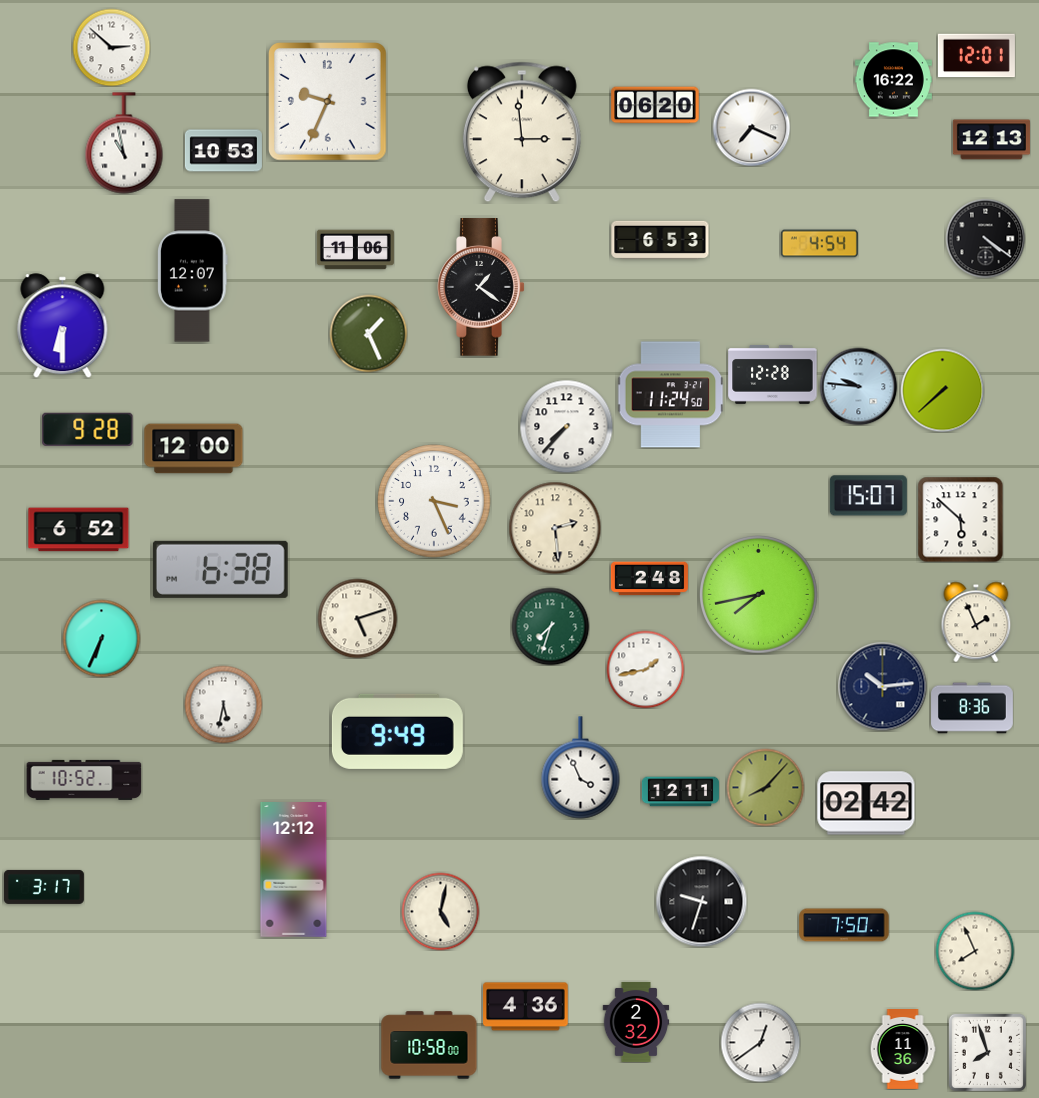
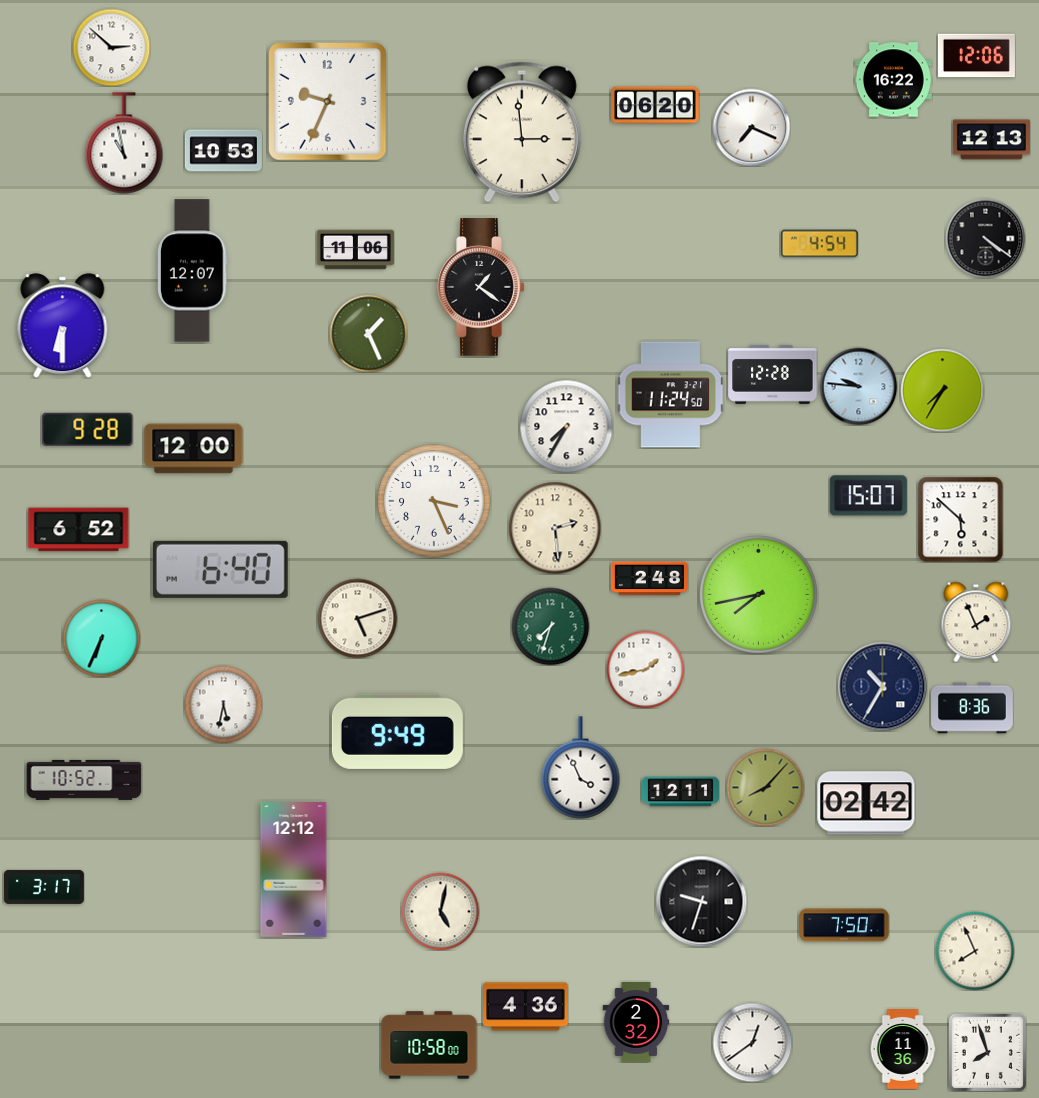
clock at (976, 56): 12:01 -> 12:06
clock at (660, 240): 6:53 -> none
clock at (942, 390): 7:38 -> 7:35
clock at (566, 426): 7:37 -> 7:35
clock at (220, 569): 6:38 -> 6:40
clock at (882, 686): 10:14 -> 10:35
clock at (760, 1042) position: (760, 1042) -> (752, 1042)
